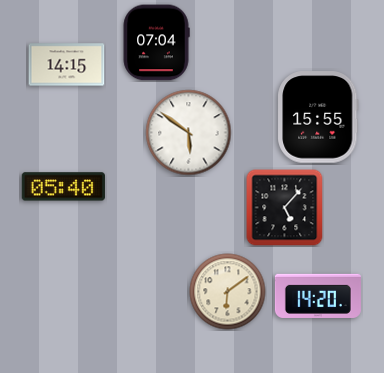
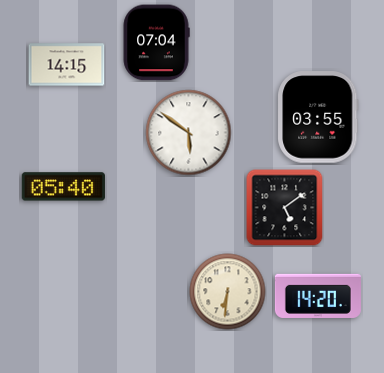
clock at (318, 117): 15:55 -> 03:55
clock at (285, 208): 5:07 -> 5:09
clock at (228, 292): 6:09 -> 6:31
